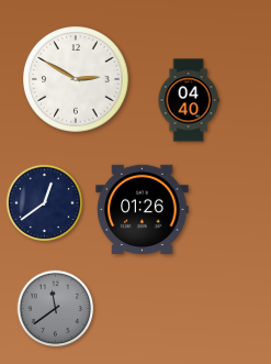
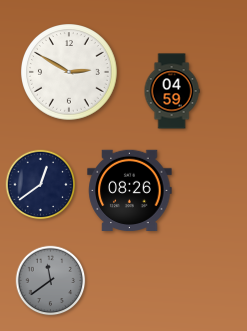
clock at (189, 100): 04:40 -> 04:59
clock at (143, 209): 01:26 -> 08:26
